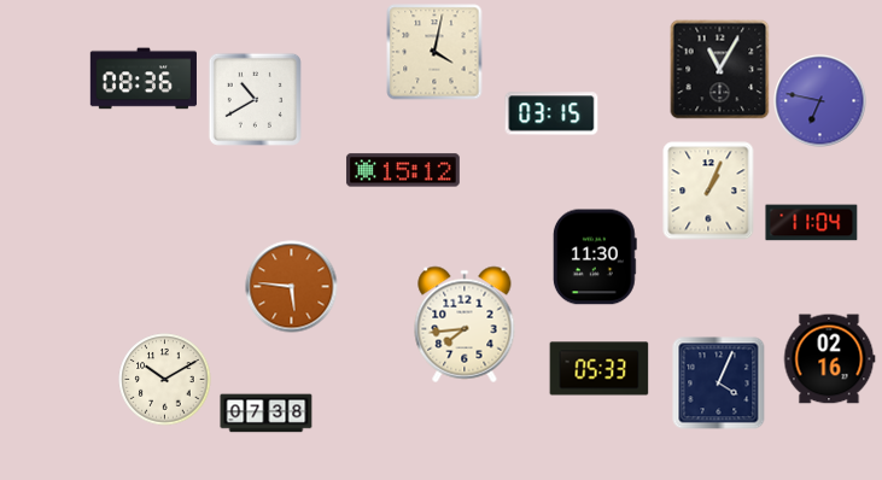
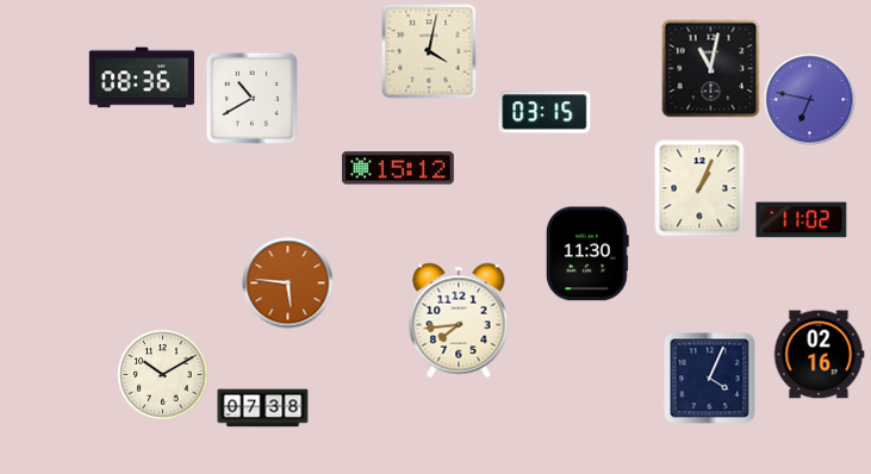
clock at (720, 70): 11:05 -> 11:02
clock at (812, 223): 11:04 -> 11:02
clock at (600, 369): 05:33 -> none
